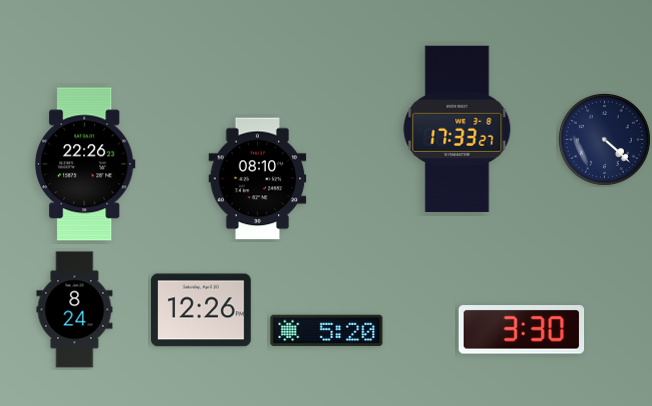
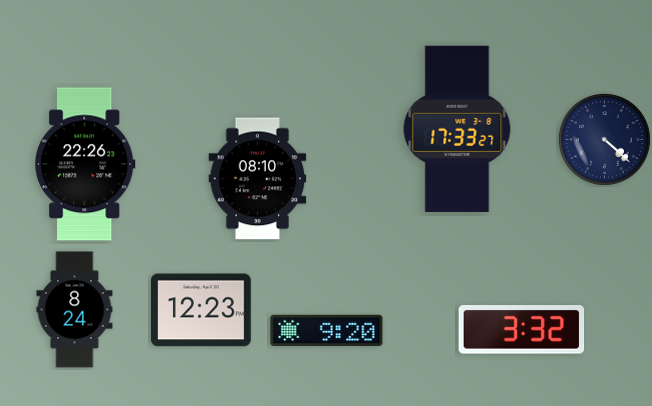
clock at (202, 310): 12:26 -> 12:23
clock at (522, 330): 3:30 -> 3:32
clock at (327, 331): 5:20 -> 9:20
